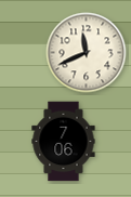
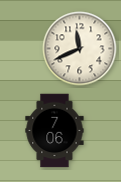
clock at (64, 142) position: (64, 142) -> (55, 131)
